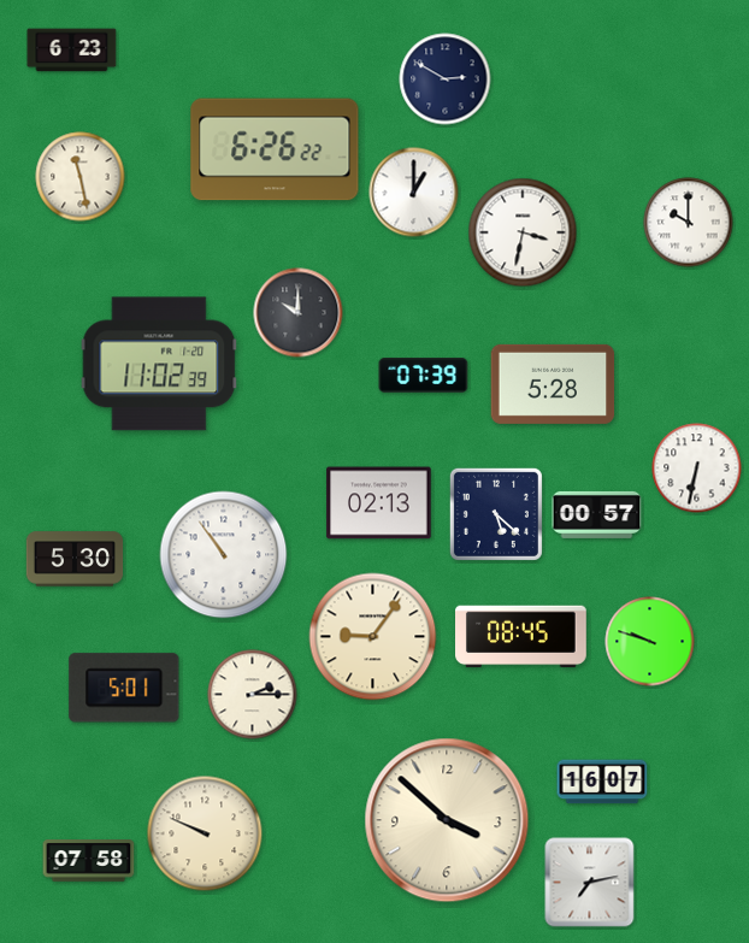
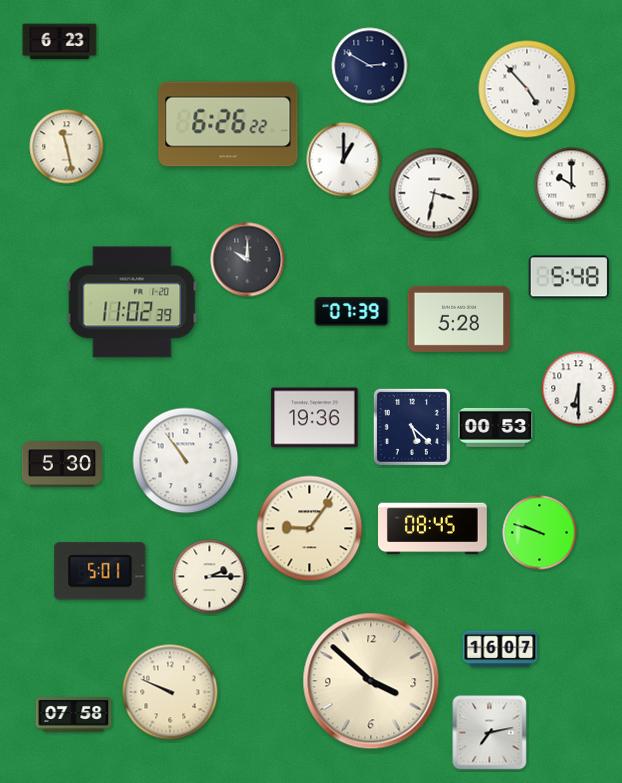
clock at (527, 89): none -> 4:53
clock at (569, 277): none -> 5:48
clock at (697, 468): 6:32 -> 6:30
clock at (379, 503): 02:13 -> 19:36
clock at (597, 514): 00:57 -> 00:53
clock at (124, 688) position: (124, 688) -> (100, 571)
